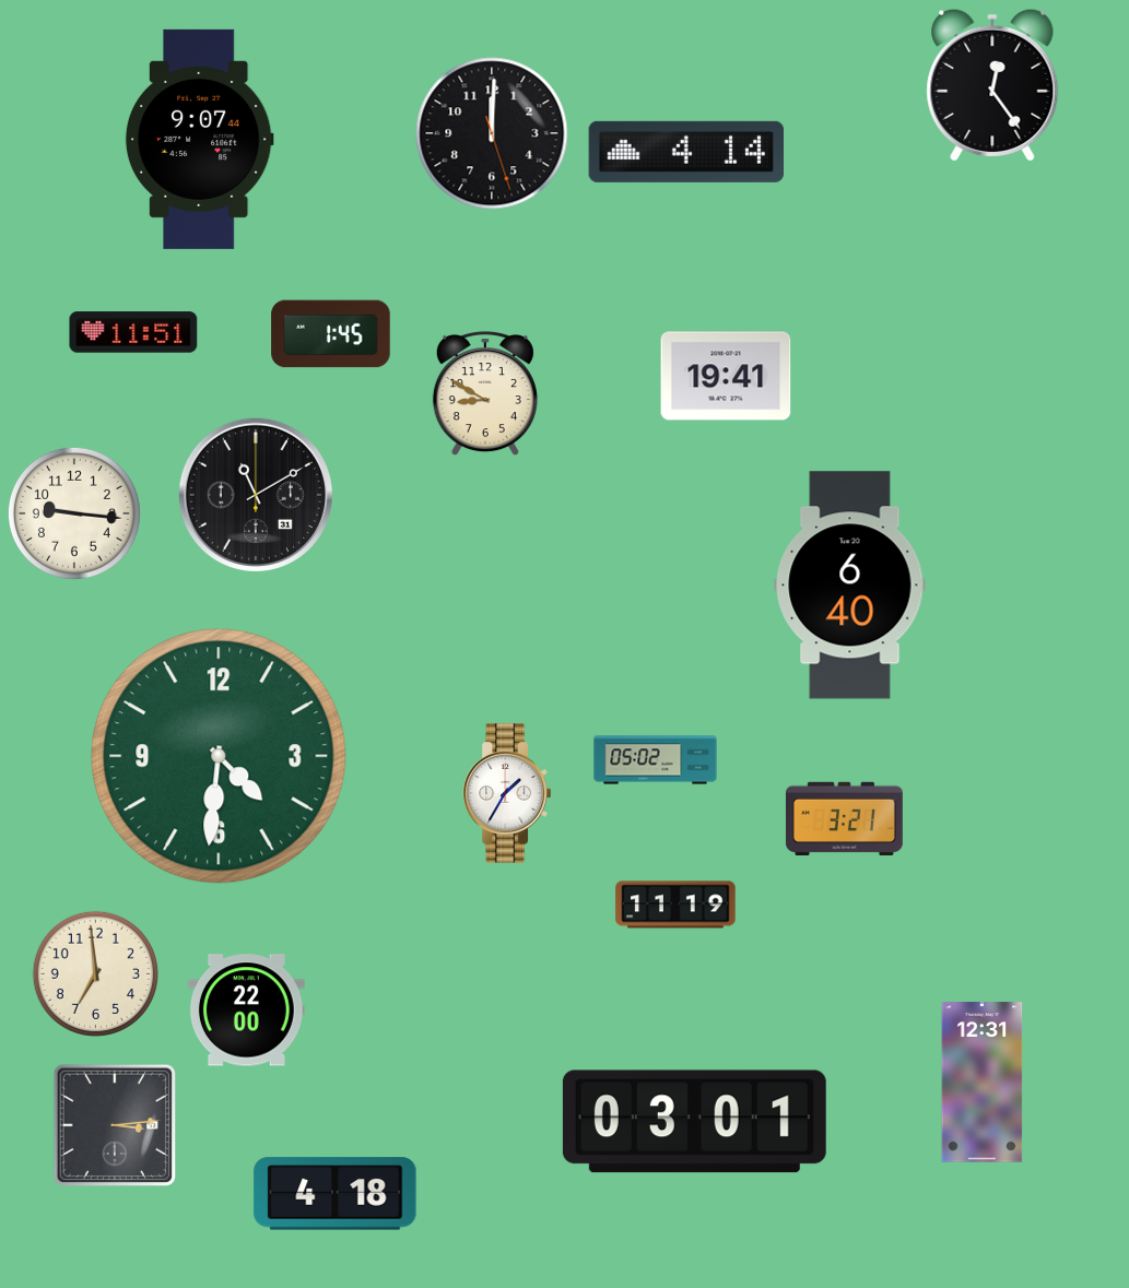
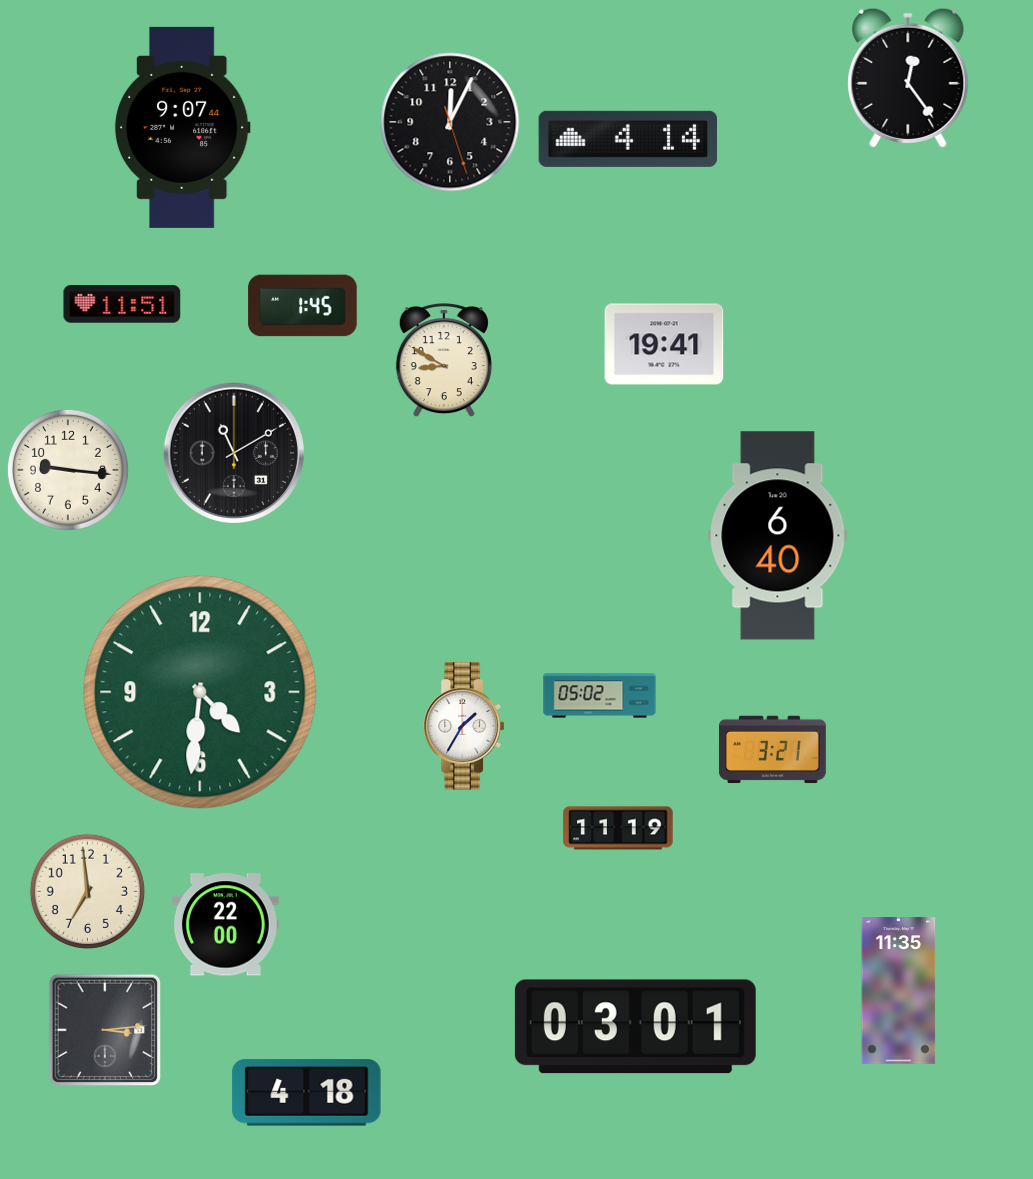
clock at (492, 133): 12:00 -> 12:04
clock at (983, 1083): 12:31 -> 11:35
